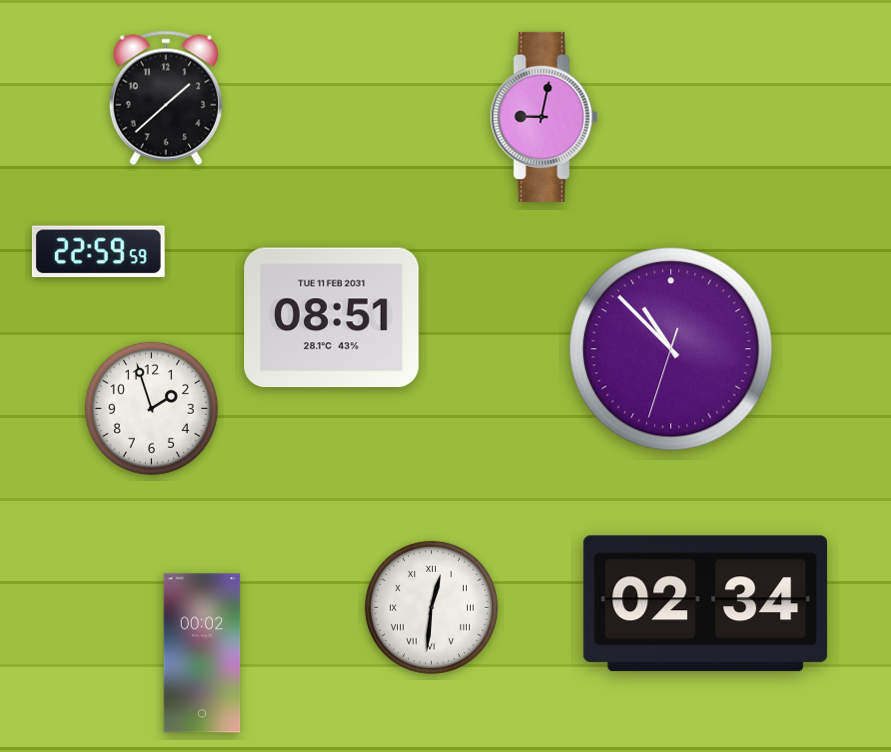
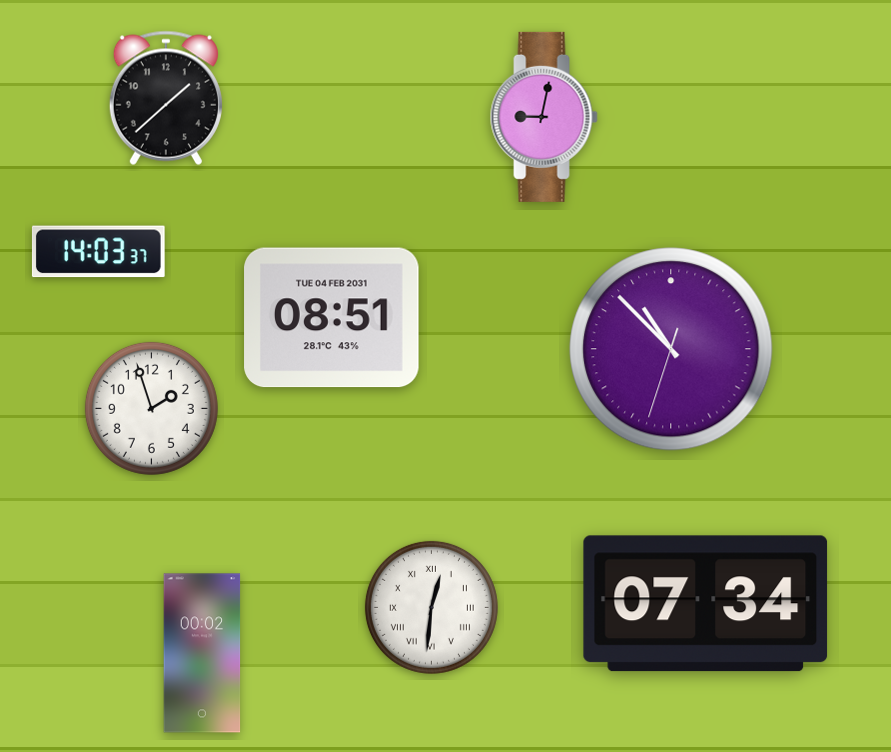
clock at (98, 252): 22:59 -> 14:03
clock at (332, 318) date: TUE 11 FEB 2031 -> TUE 04 FEB 2031
clock at (706, 604): 02:34 -> 07:34
